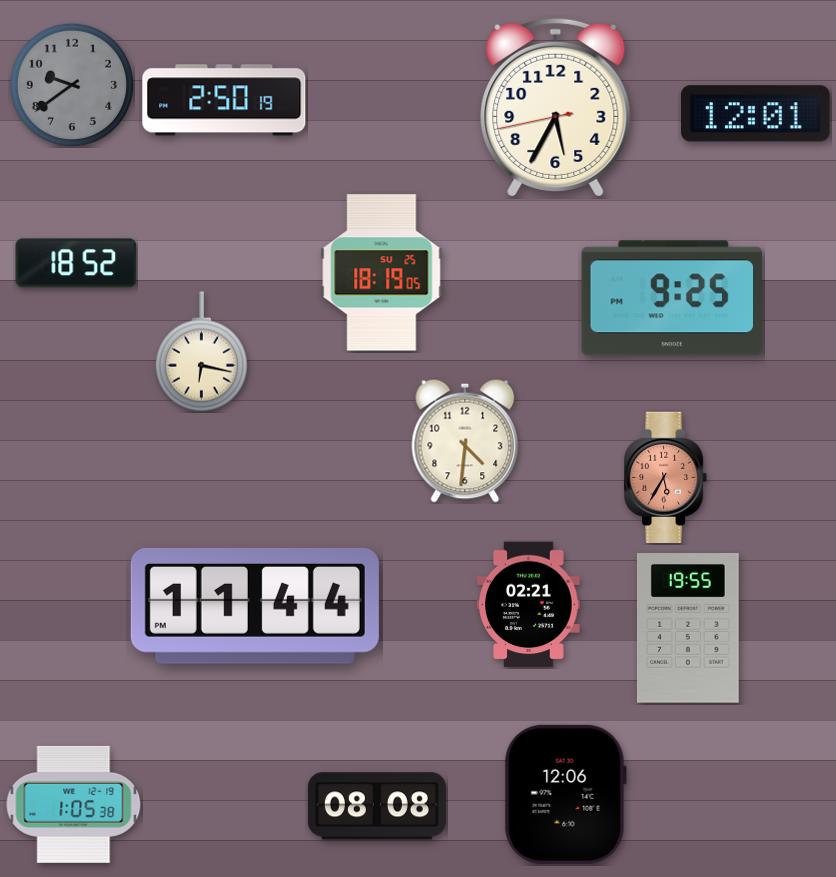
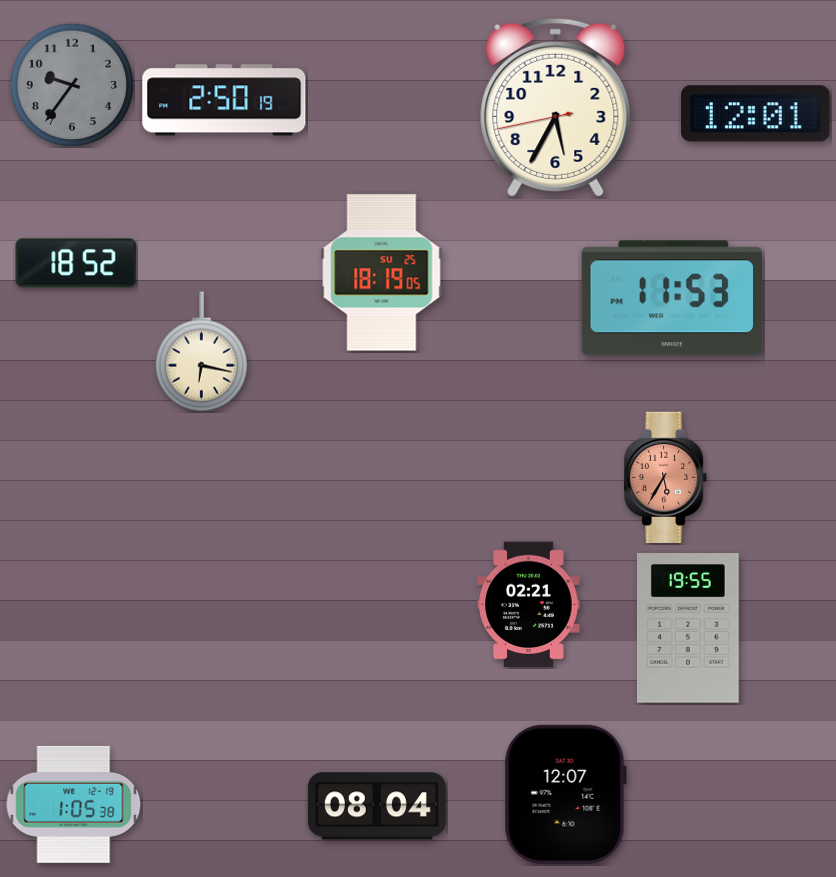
clock at (72, 85): 9:39 -> 9:36
clock at (672, 298): 9:25 -> 11:53
clock at (465, 441): 4:31 -> none
clock at (255, 606): 11:44 -> none
clock at (565, 794): 12:06 -> 12:07
clock at (377, 806): 08:08 -> 08:04
